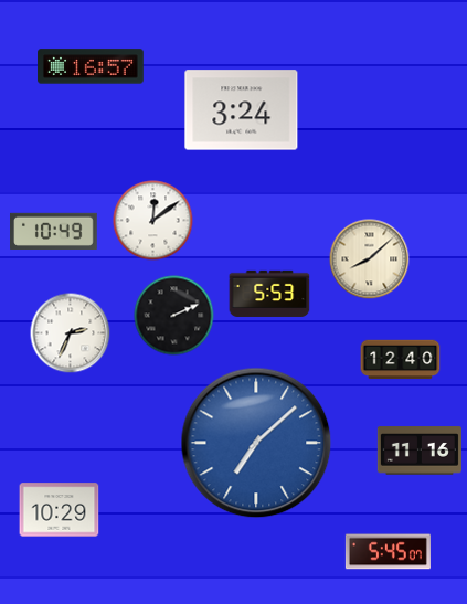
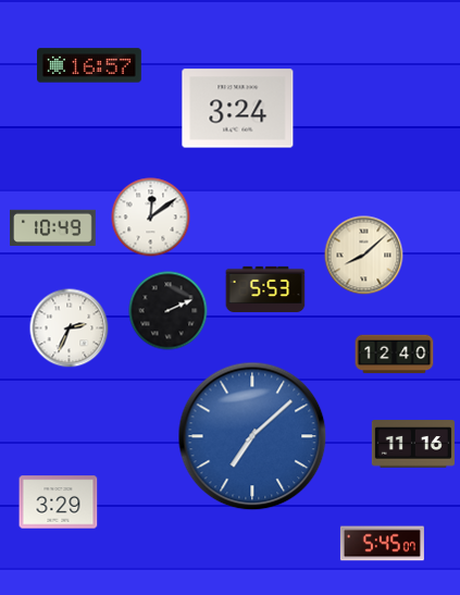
clock at (174, 316) position: (174, 316) -> (169, 311)
clock at (60, 510): 10:29 -> 3:29
